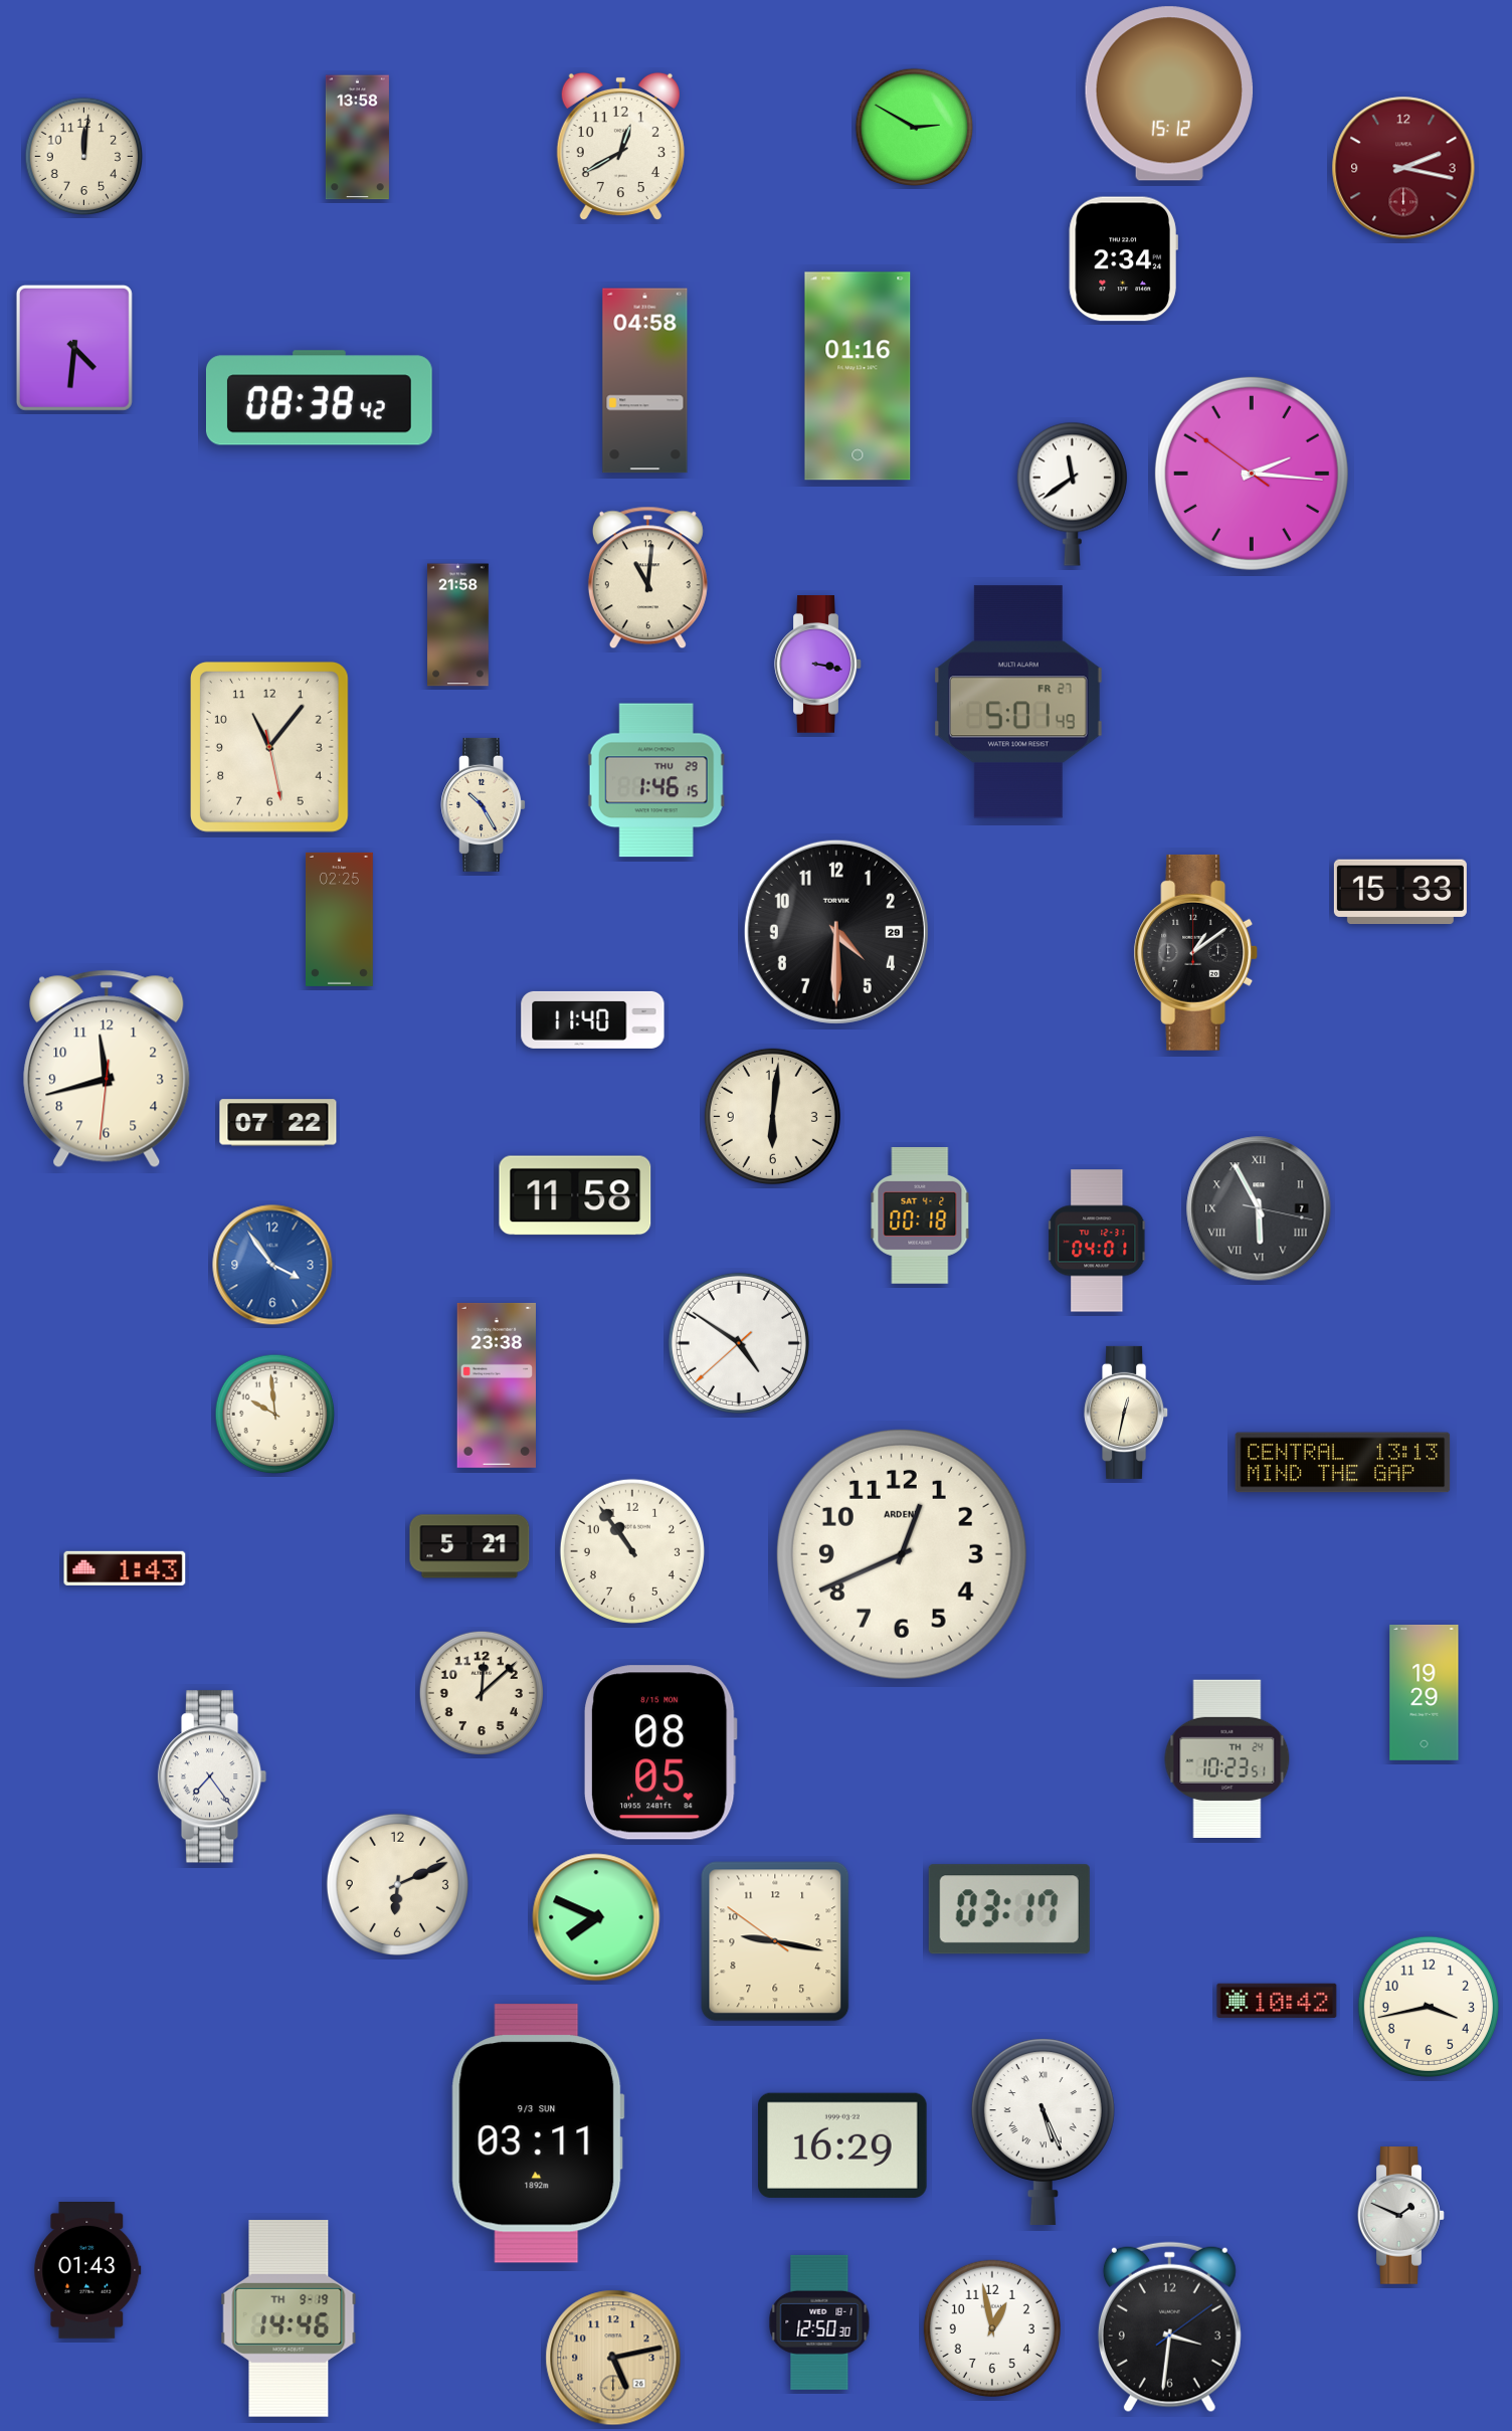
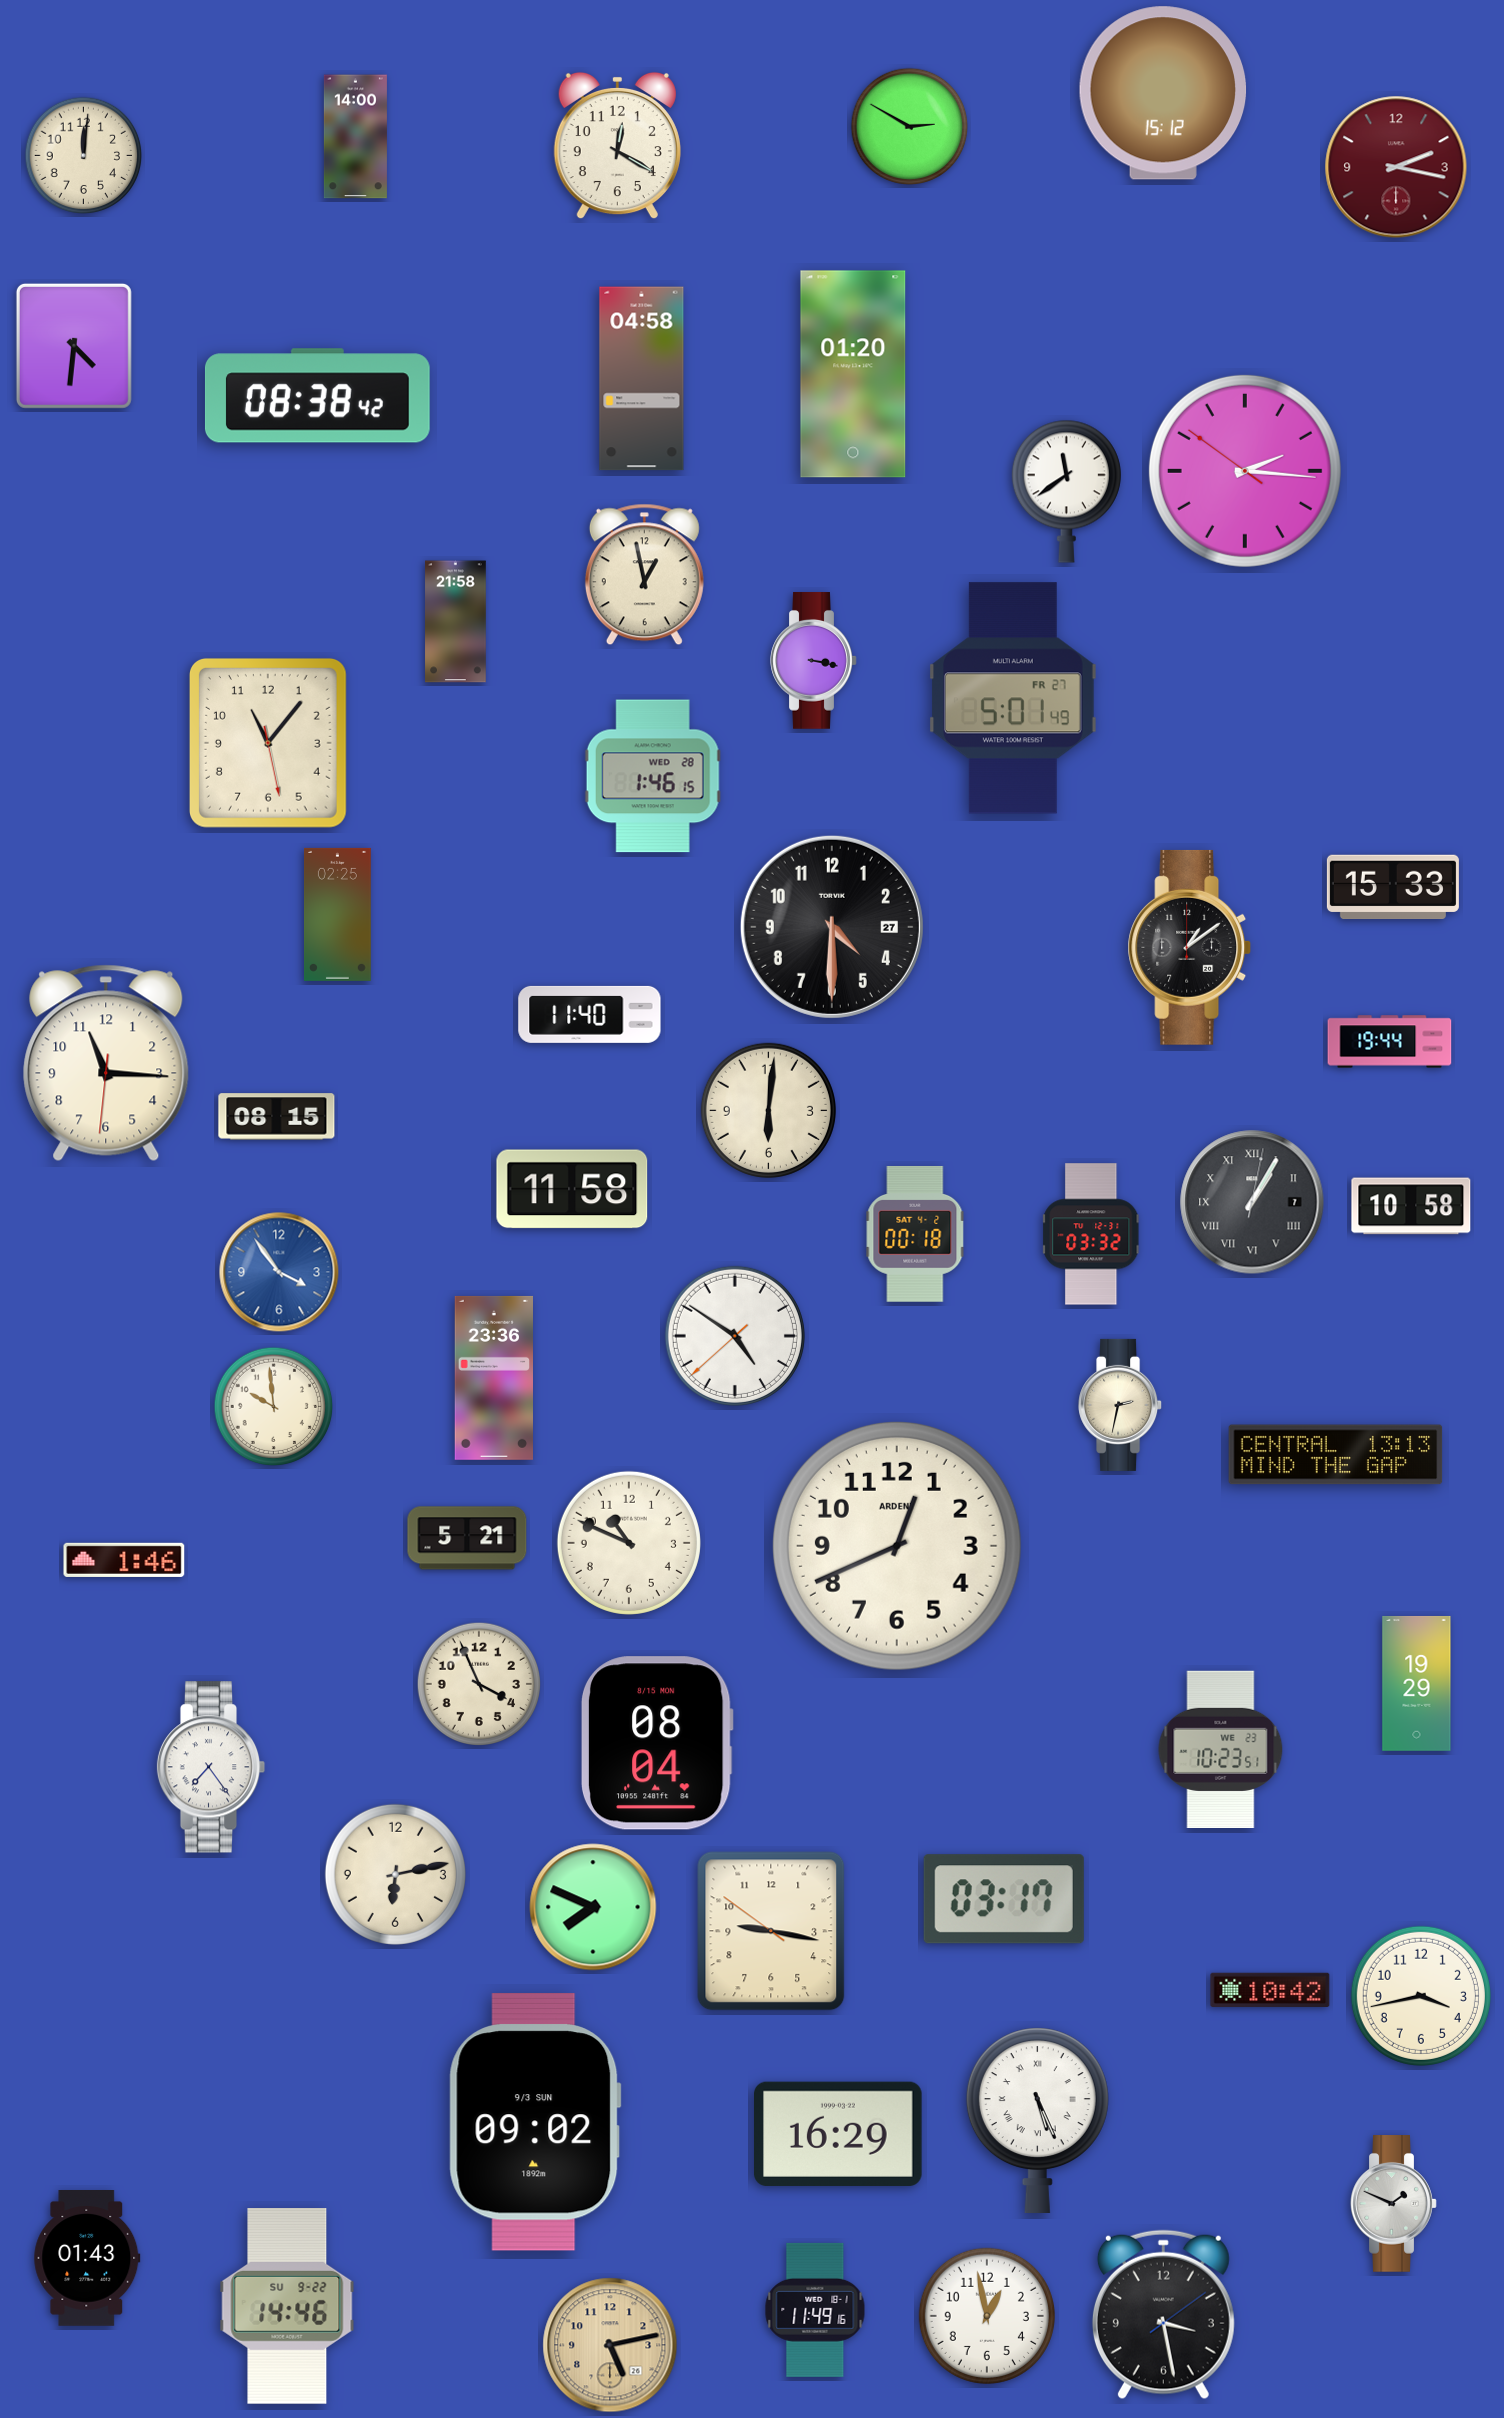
clock at (357, 138): 13:58 -> 14:00
clock at (620, 147): 12:40 -> 12:20
clock at (1123, 259): 2:34 -> none
clock at (858, 376): 01:16 -> 01:20
clock at (647, 578): 11:01 -> 12:58
clock at (656, 780) date: THU 29 -> WED 28
clock at (484, 804): 10:25 -> none
clock at (836, 932) date: 29 -> 27
clock at (1390, 1042): none -> 19:44
clock at (107, 1069): 11:42 -> 11:15
clock at (278, 1123): 07:22 -> 08:15
clock at (1259, 1208): 5:55 -> 1:05
clock at (1411, 1206): none -> 10:58
clock at (920, 1215) position: (920, 1215) -> (915, 1234)
clock at (1098, 1241): 04:01 -> 03:32
clock at (272, 1265) position: (272, 1265) -> (279, 1272)
clock at (496, 1385): 23:38 -> 23:36
clock at (1127, 1413): 12:32 -> 2:32
clock at (632, 1551): 10:54 -> 10:49
clock at (125, 1568): 1:43 -> 1:46
clock at (481, 1692): 12:08 -> 3:56
clock at (660, 1752): 08:05 -> 08:04
clock at (1227, 1758) date: TH 24 -> WE 23
clock at (397, 1884): 6:11 -> 6:13
clock at (538, 2133): 03:11 -> 09:02
clock at (289, 2319) date: TH 9-19 -> SU 9-22
clock at (819, 2322): 12:50 -> 11:49
clock at (1169, 2327): 3:31 -> 3:28
